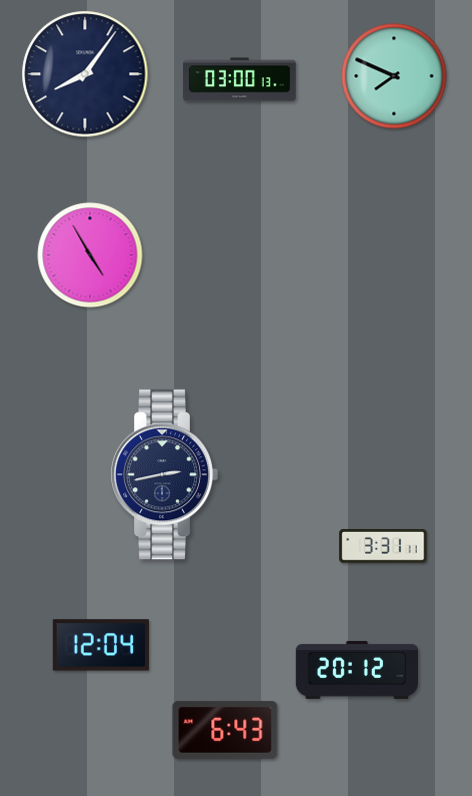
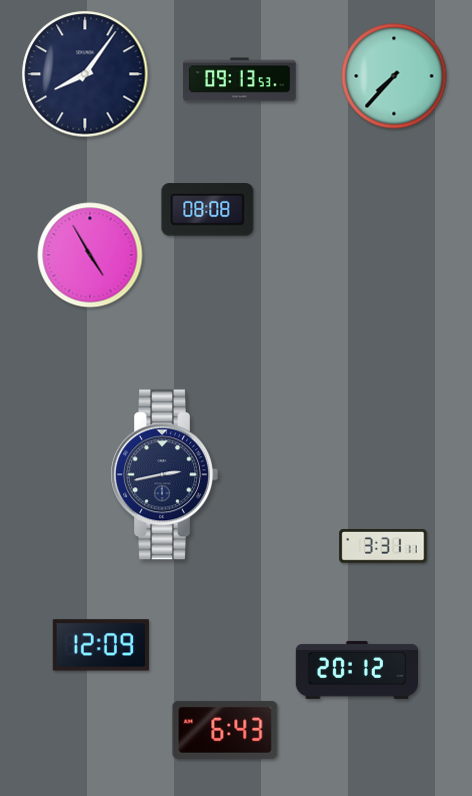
clock at (394, 76): 7:49 -> 7:37
clock at (240, 80): 03:00 -> 09:13
clock at (208, 210): none -> 08:08
clock at (101, 645): 12:04 -> 12:09
